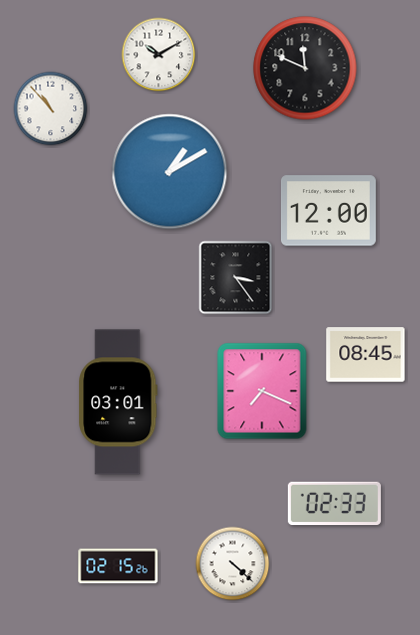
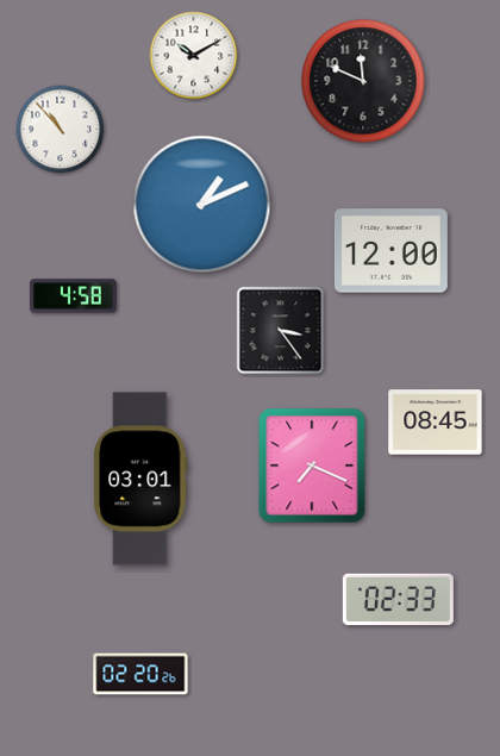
clock at (159, 55) position: (159, 55) -> (194, 56)
clock at (170, 172): 1:10 -> 1:11
clock at (73, 296): none -> 4:58
clock at (233, 564): 4:22 -> none
clock at (118, 566): 02:15 -> 02:20
